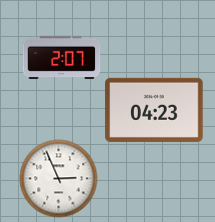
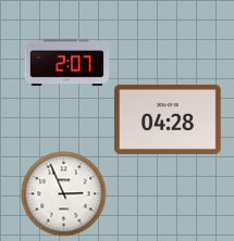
clock at (154, 110): 04:23 -> 04:28
